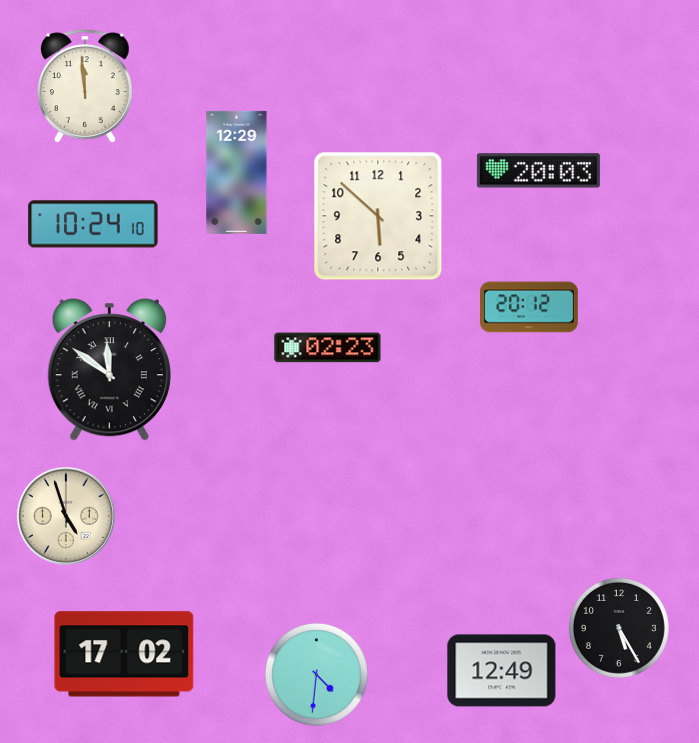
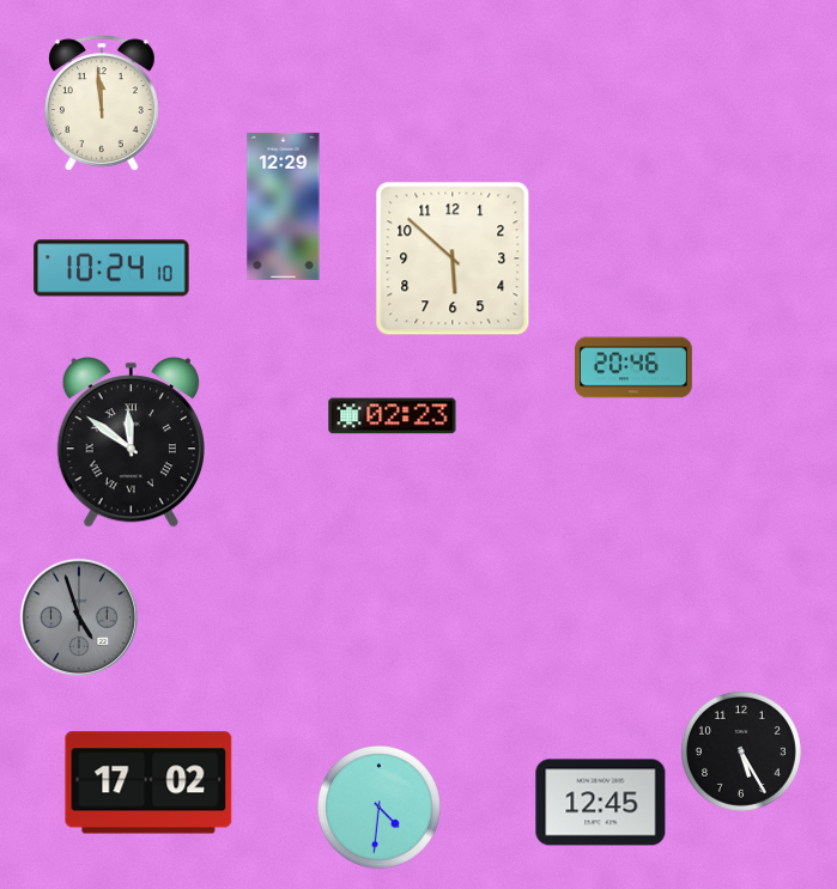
clock at (538, 171): 20:03 -> none
clock at (530, 307): 20:12 -> 20:46
clock at (66, 516) dial: cream -> grey
clock at (502, 671): 12:49 -> 12:45
